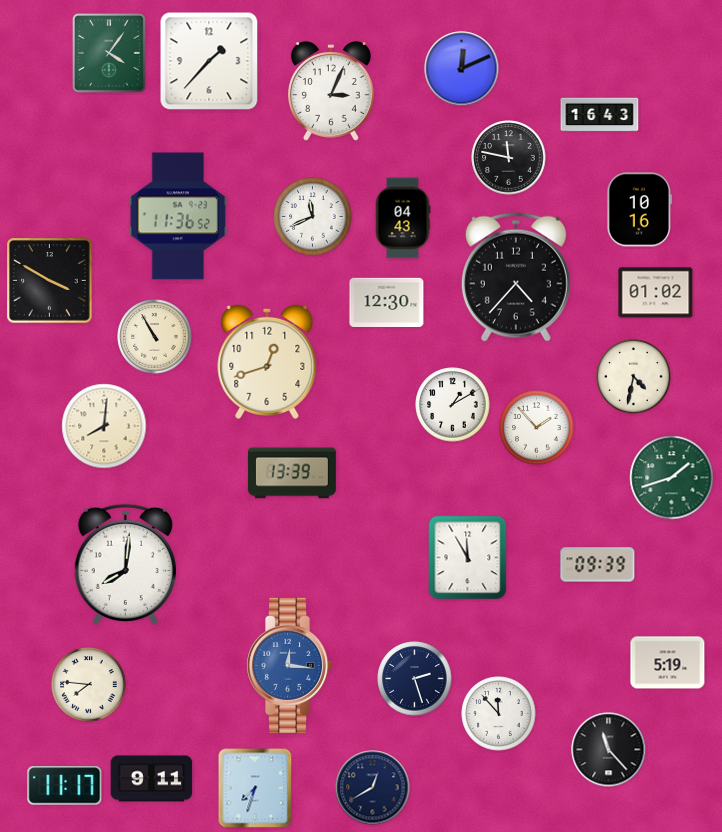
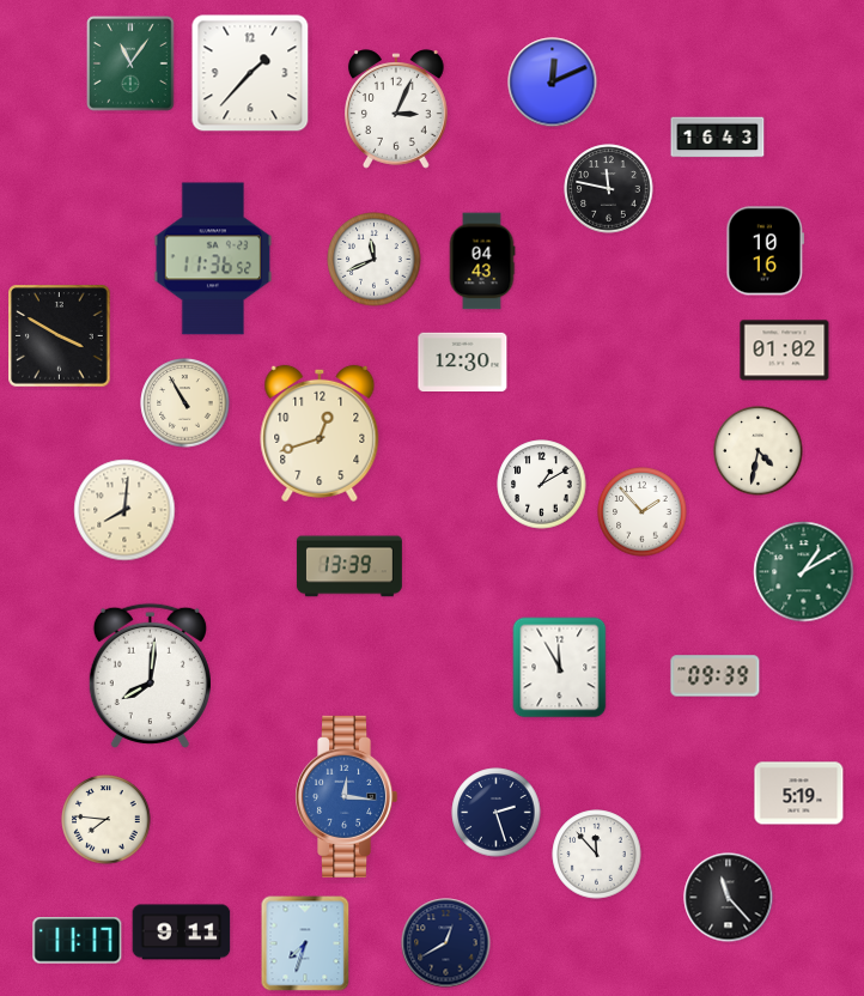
clock at (109, 53): 4:06 -> 11:06
clock at (516, 277): 4:37 -> none
clock at (672, 478): 1:42 -> 1:10
